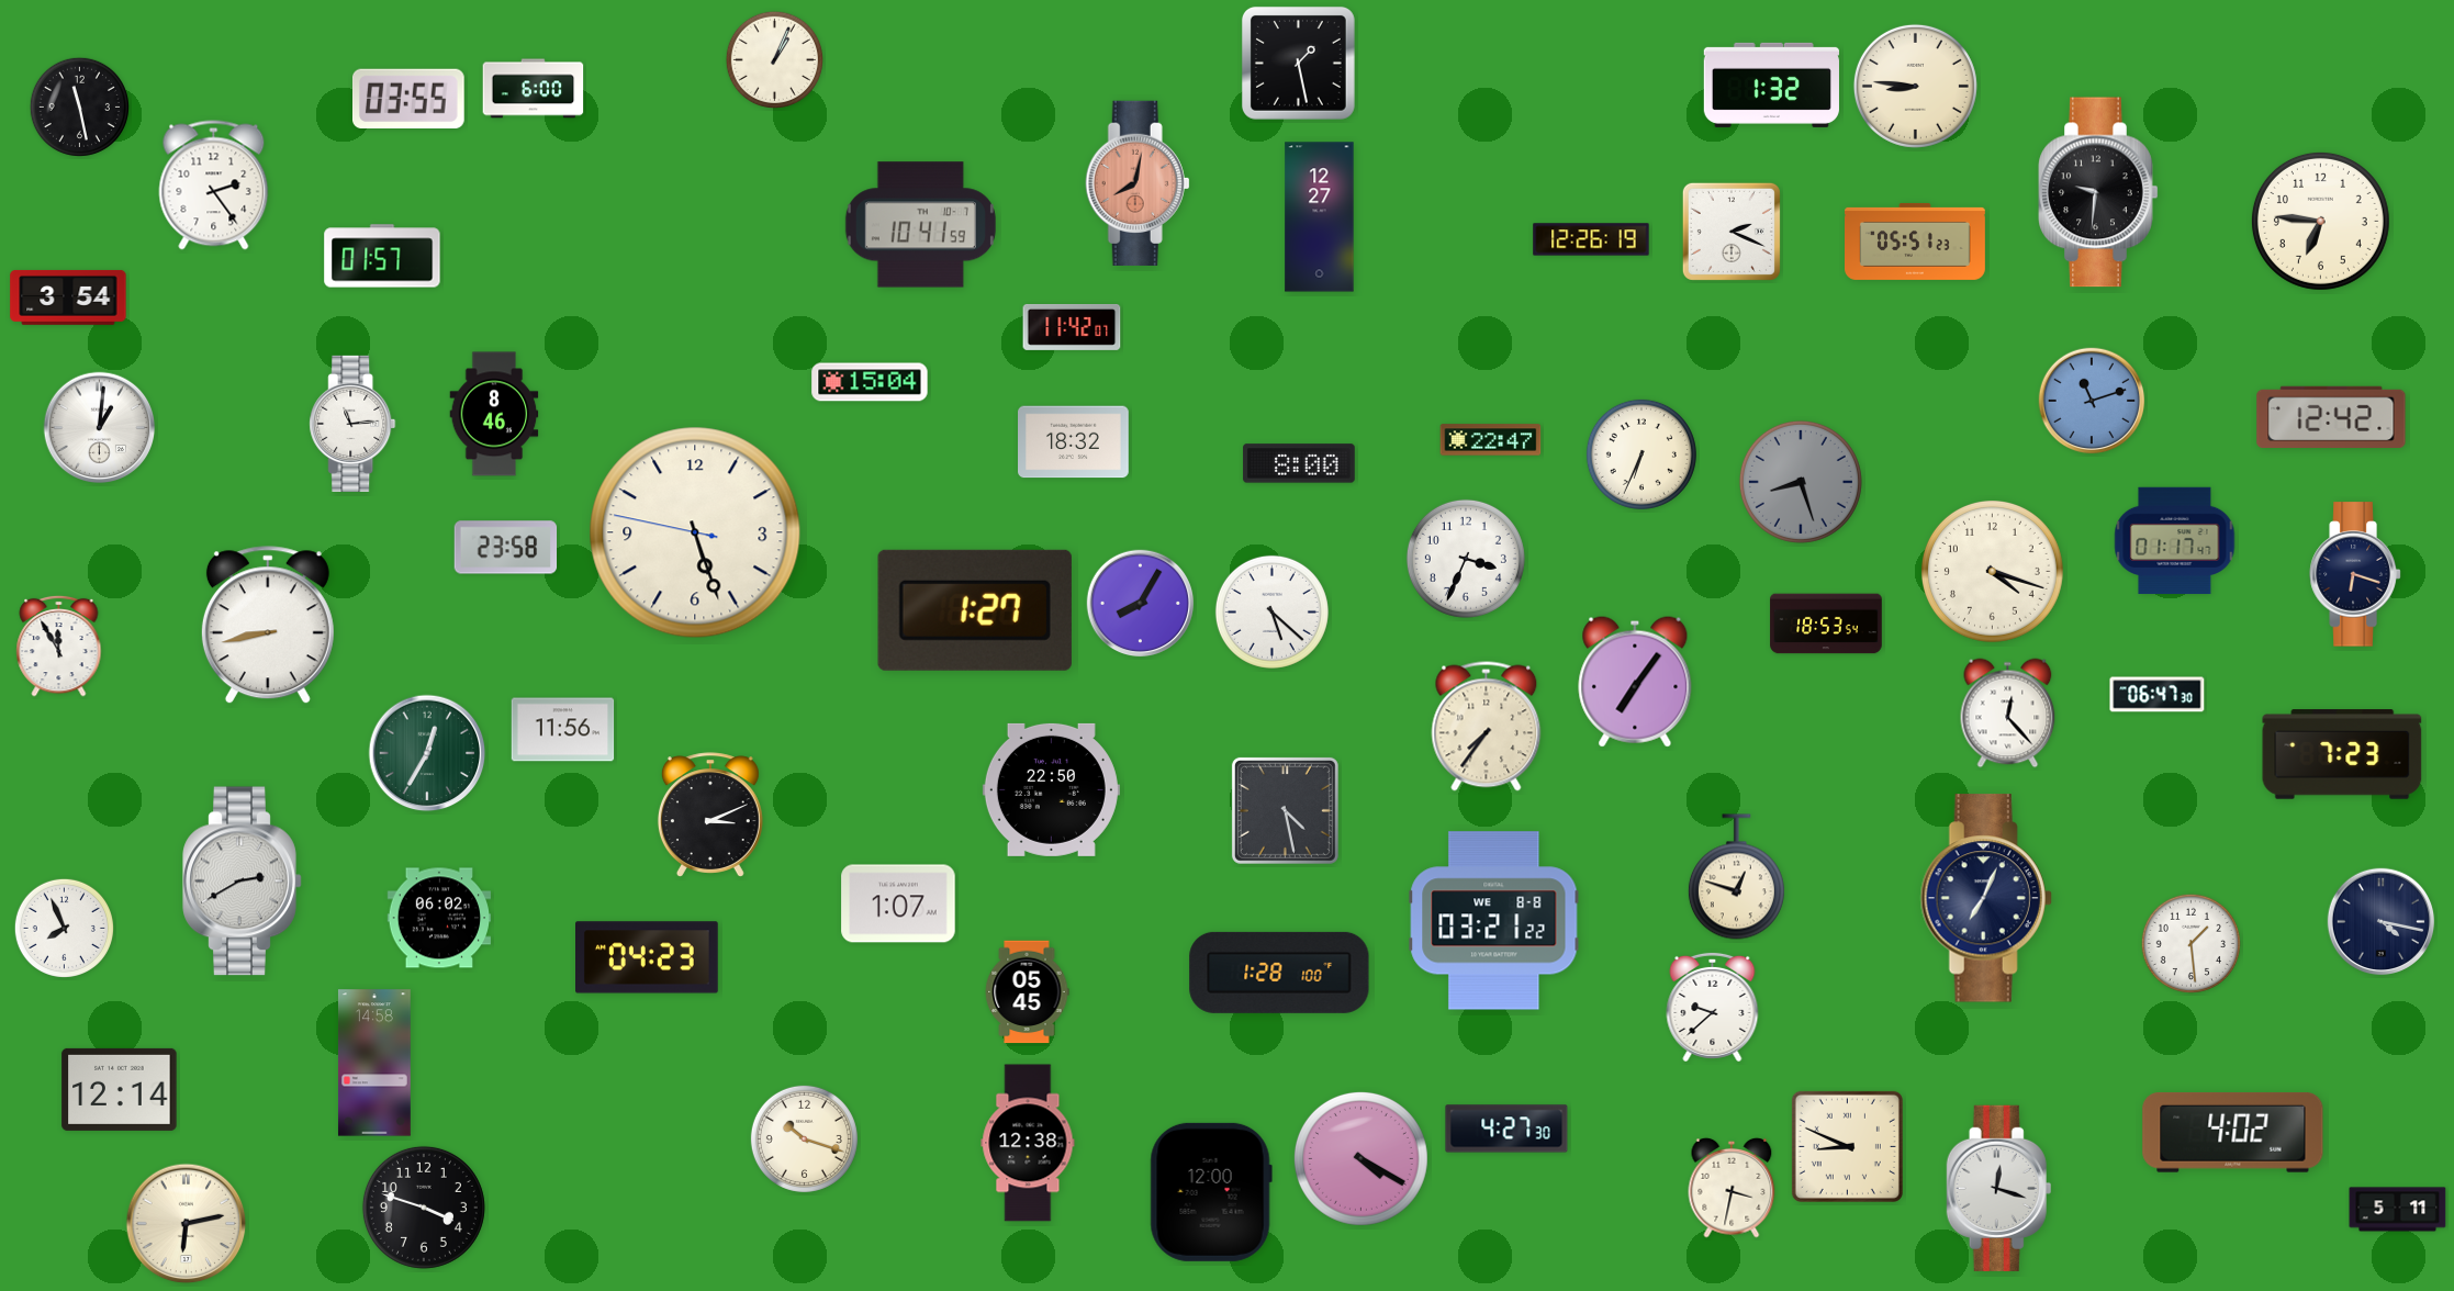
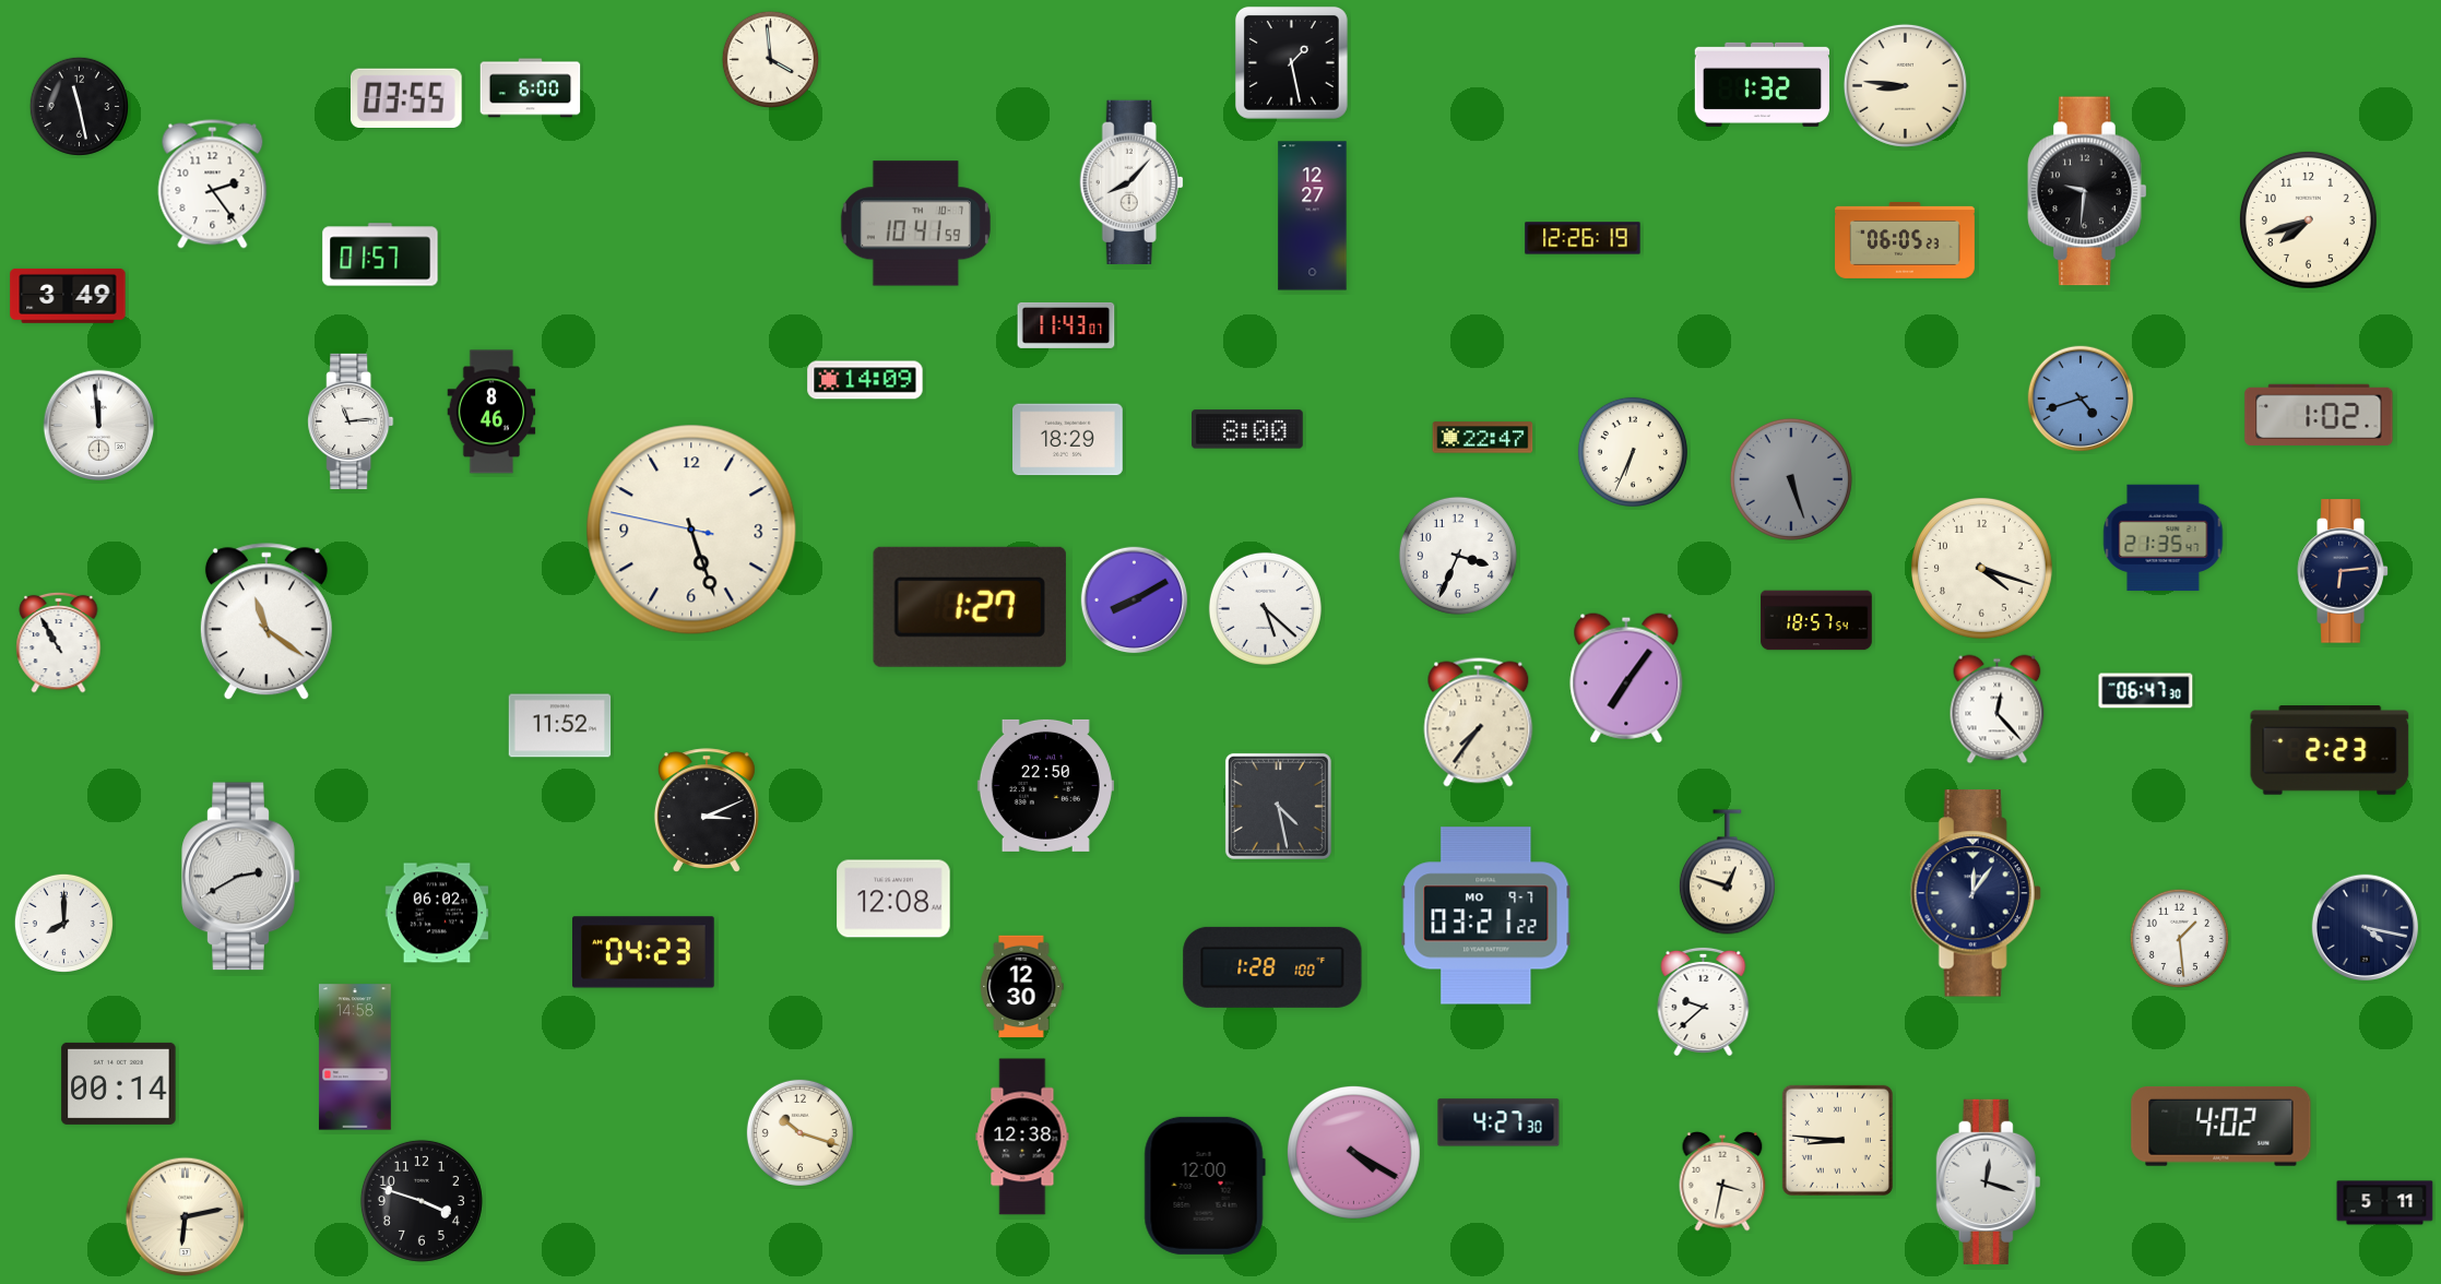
clock at (774, 59): 1:04 -> 3:59
clock at (1138, 183): 8:02 -> 8:07
clock at (1138, 183) dial: salmon -> white
clock at (2320, 221): 6:46 -> 7:42
clock at (1732, 232): 2:19 -> none
clock at (1916, 242): 05:51 -> 06:05
clock at (68, 298): 3:54 -> 3:49
clock at (1072, 327): 11:42 -> 11:43
clock at (870, 382): 15:04 -> 14:09
clock at (2092, 401): 11:12 -> 4:42
clock at (2331, 416): 12:42 -> 1:02
clock at (100, 428): 1:01 -> 11:59
clock at (1074, 442): 18:32 -> 18:29
clock at (1299, 463) position: (1299, 463) -> (1247, 429)
clock at (1801, 482): 8:27 -> 5:27
clock at (2175, 541): 01:17 -> 21:35
clock at (506, 548): 23:58 -> none
clock at (2355, 574): 6:18 -> 6:14
clock at (1141, 604): 8:05 -> 8:10
clock at (1826, 624): 18:53 -> 18:57
clock at (268, 626): 8:43 -> 11:21
clock at (59, 645): 11:55 -> 10:55
clock at (563, 730): 11:56 -> 11:52
clock at (427, 753): 12:35 -> none
clock at (2342, 754): 7:23 -> 2:23
clock at (1986, 898): 7:04 -> 12:06
clock at (898, 903): 1:07 -> 12:08
clock at (1494, 921) date: WE 8-8 -> MO 9-7
clock at (2382, 922) position: (2382, 922) -> (2366, 928)
clock at (64, 928): 7:56 -> 8:00
clock at (1027, 992): 05:45 -> 12:30
clock at (374, 1063) position: (374, 1063) -> (355, 1057)
clock at (120, 1089): 12:14 -> 00:14
clock at (1847, 1146): 8:49 -> 8:46
